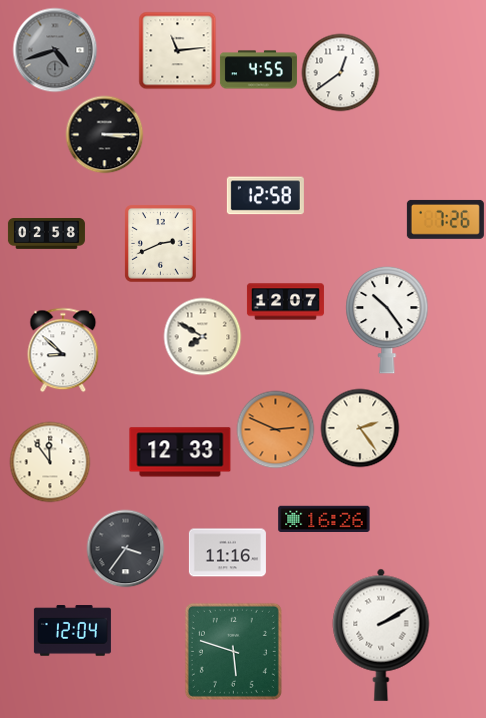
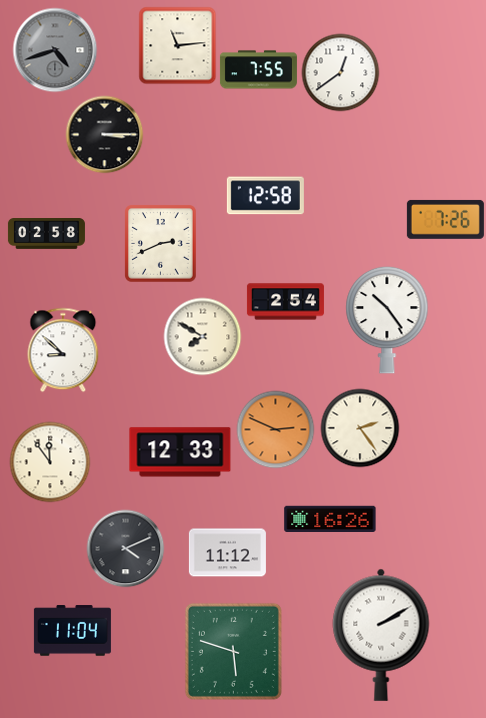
clock at (177, 50) position: (177, 50) -> (177, 45)
clock at (258, 70): 4:55 -> 7:55
clock at (285, 302): 12:07 -> 2:54
clock at (324, 518) position: (324, 518) -> (330, 518)
clock at (125, 548): 3:36 -> 4:11
clock at (227, 553): 11:16 -> 11:12
clock at (72, 631): 12:04 -> 11:04
